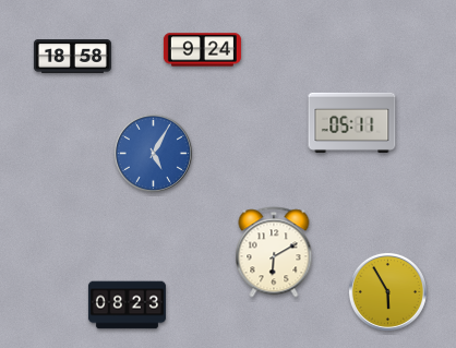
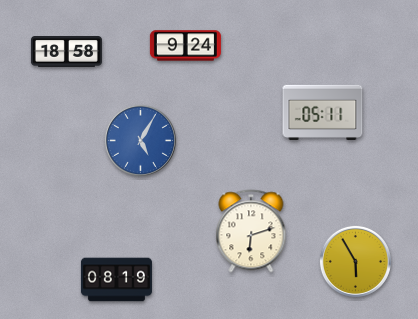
clock at (274, 252): 6:10 -> 6:12
clock at (387, 291) position: (387, 291) -> (355, 261)
clock at (127, 305): 08:23 -> 08:19
